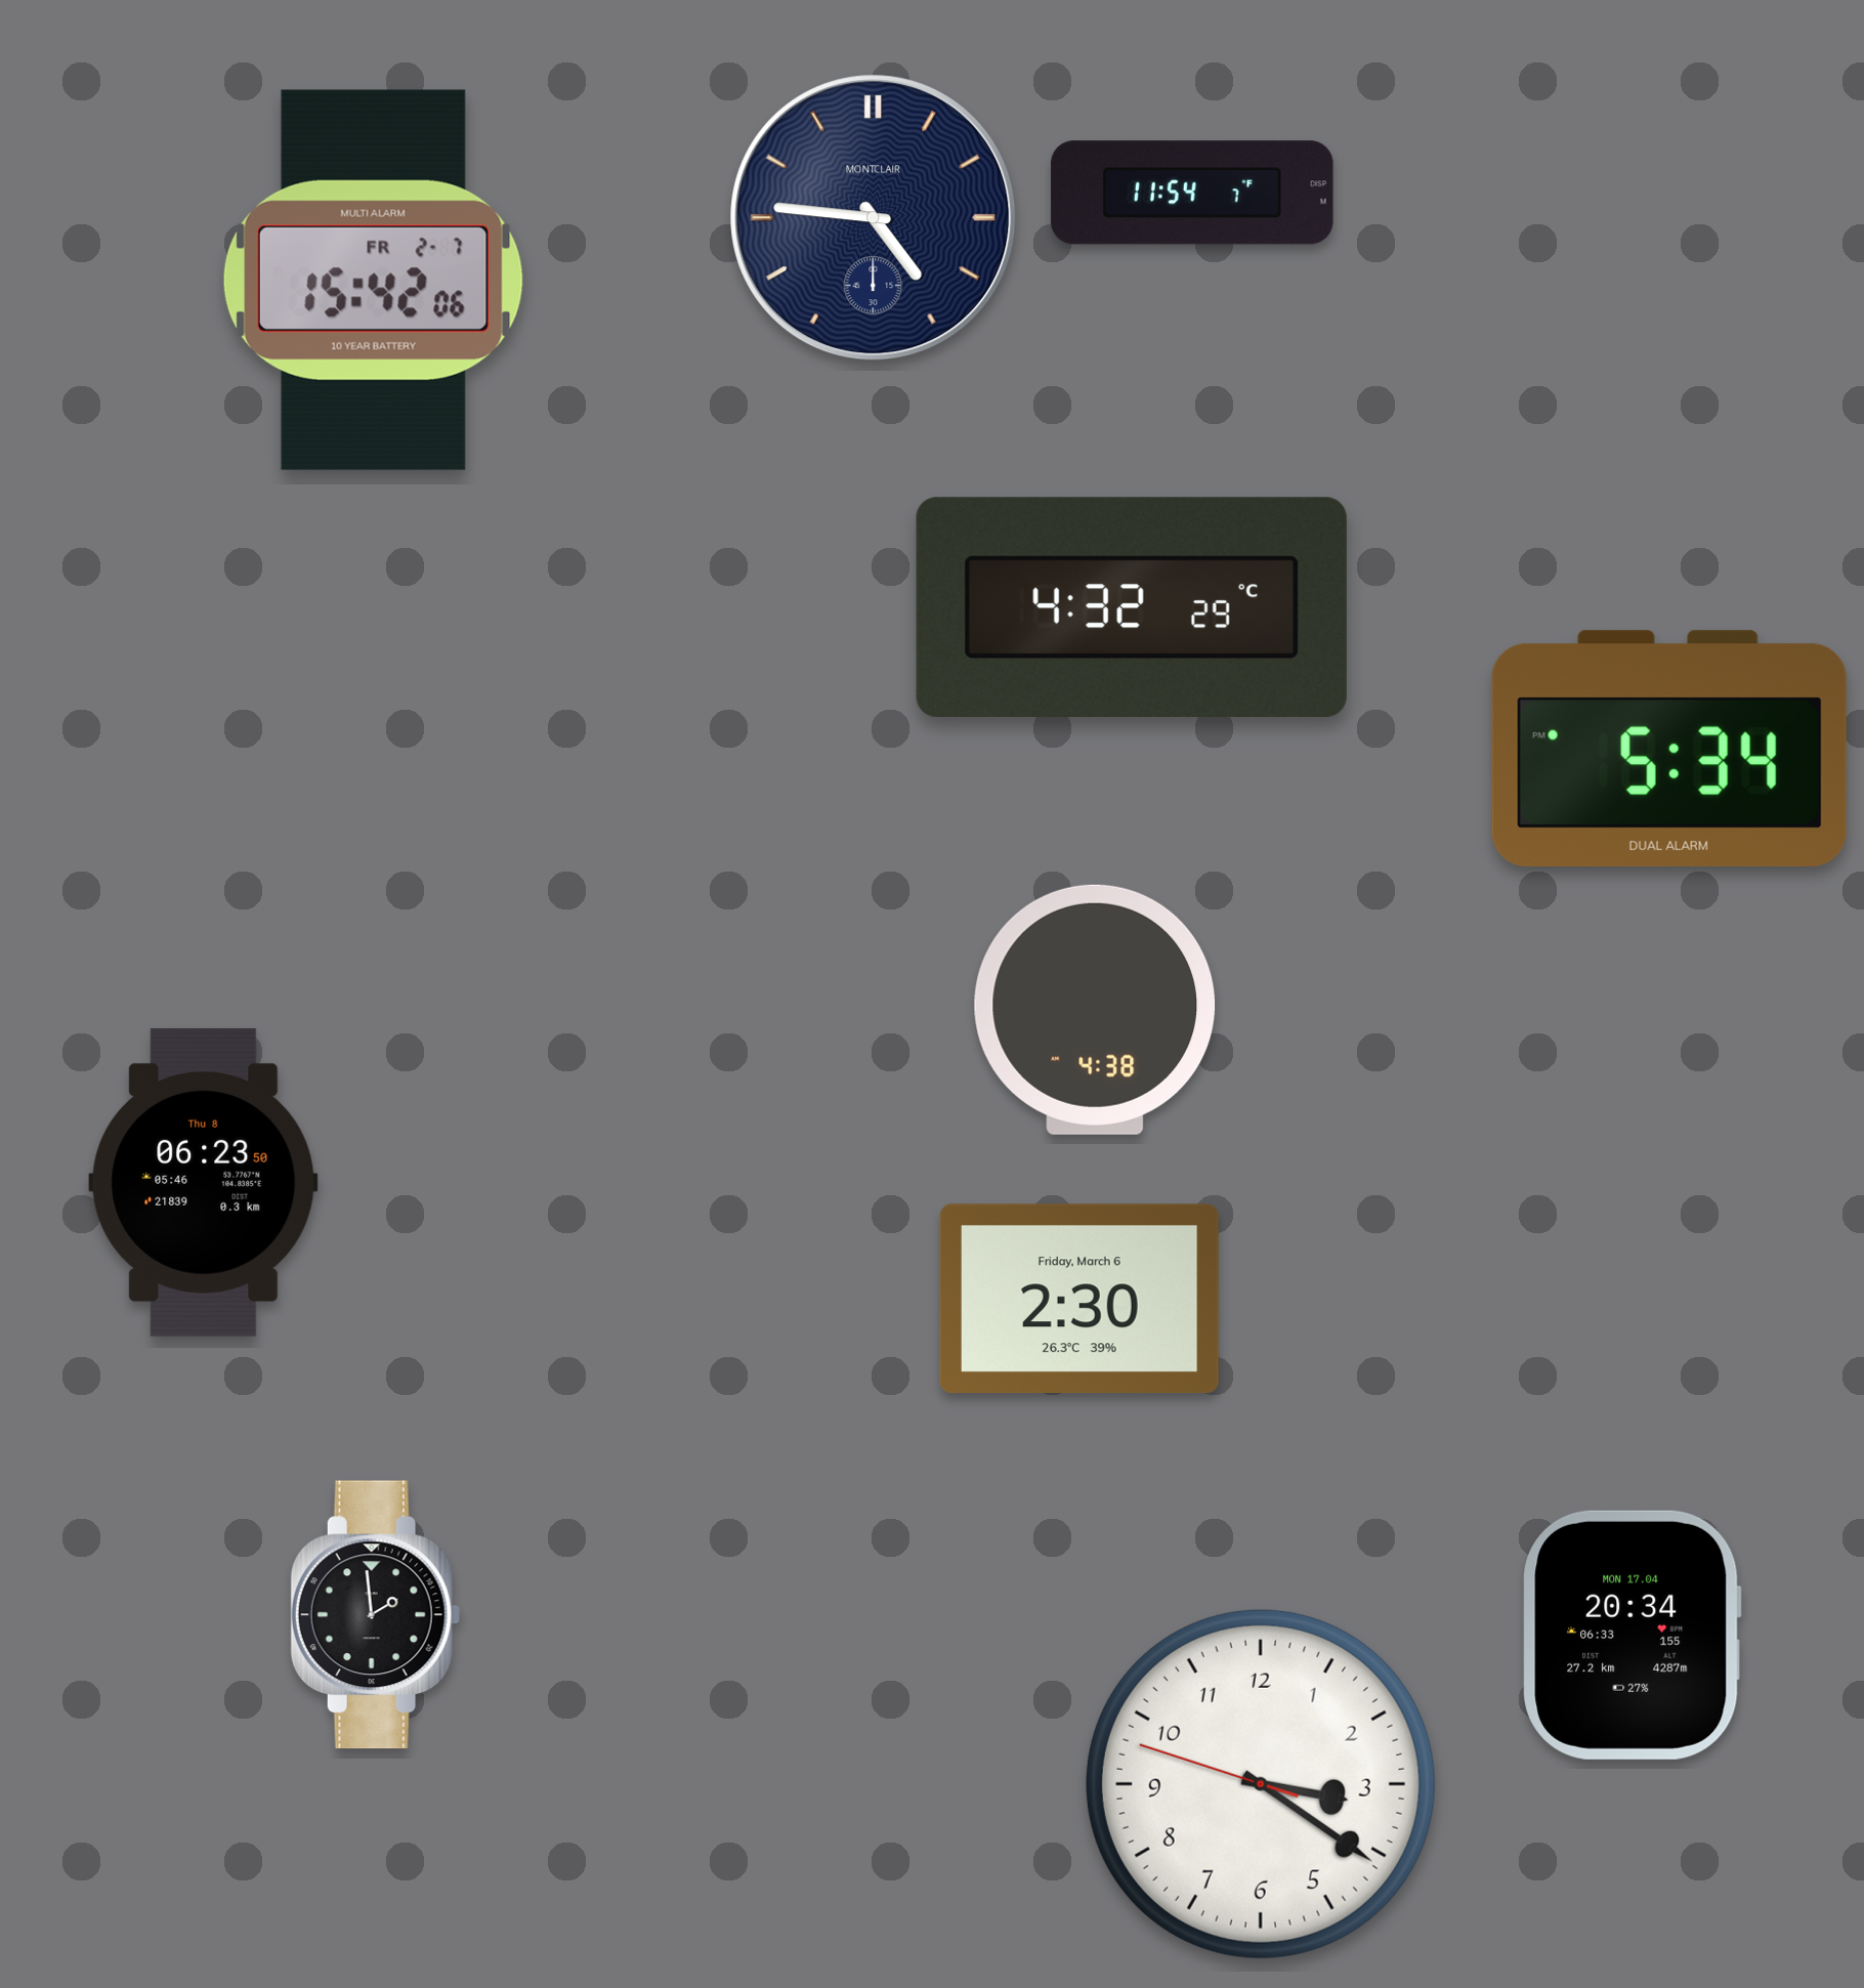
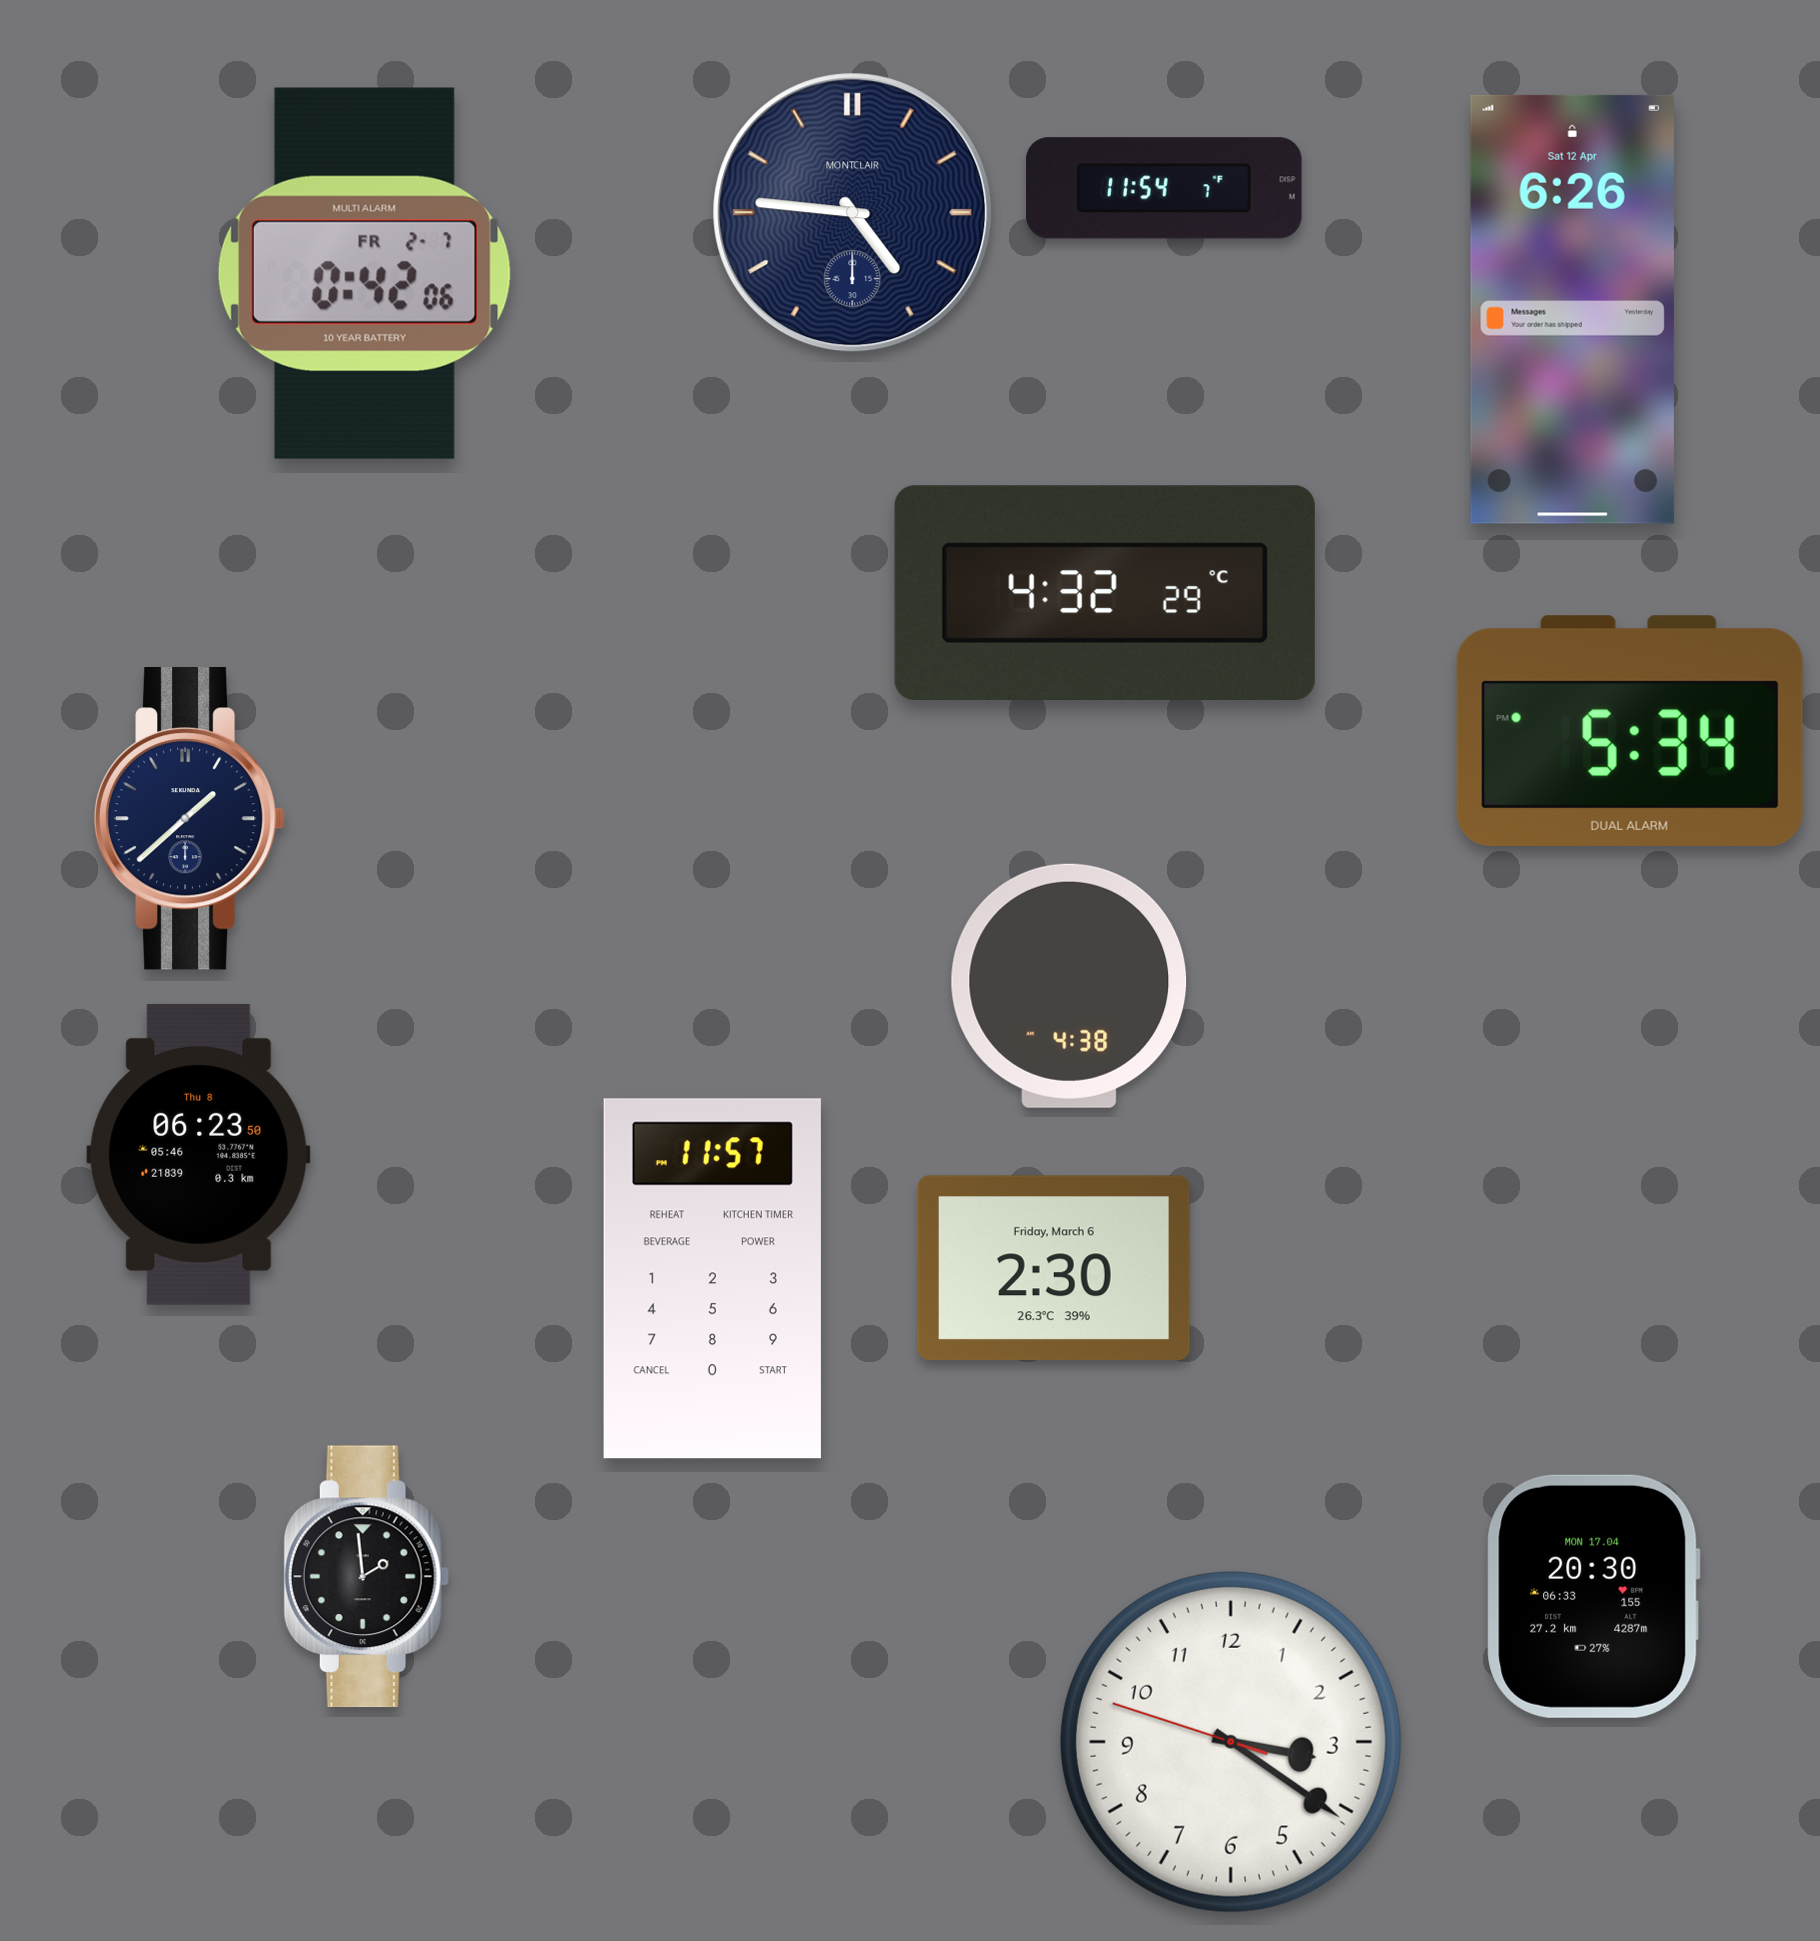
clock at (373, 280): 15:42 -> 0:42
clock at (1572, 309): none -> 6:26
clock at (190, 819): none -> 1:38
clock at (712, 1279): none -> 11:57
clock at (1632, 1635): 20:34 -> 20:30
